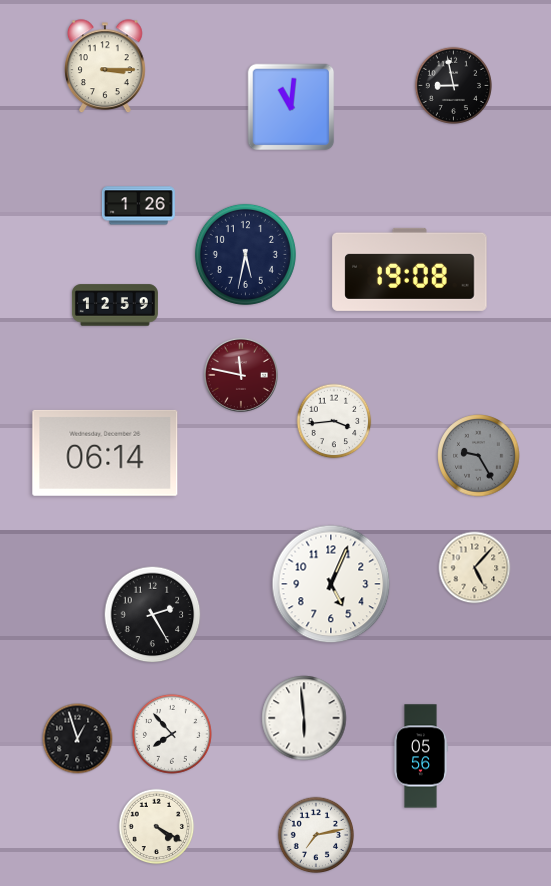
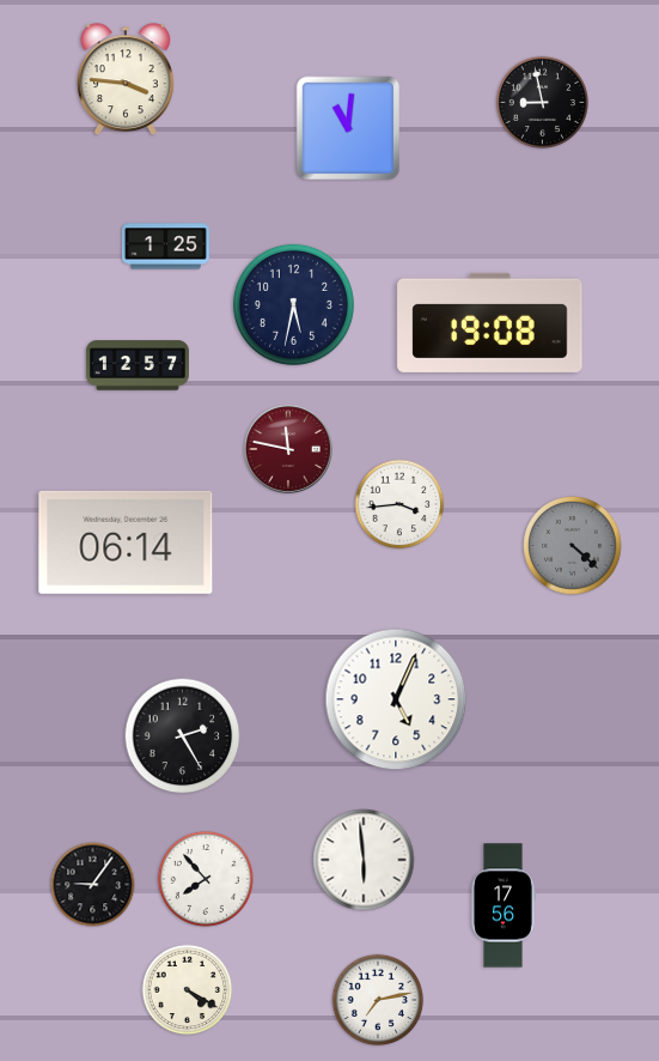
clock at (106, 67): 3:15 -> 3:46
clock at (138, 206): 1:26 -> 1:25
clock at (115, 305): 12:59 -> 12:57
clock at (479, 456): 9:25 -> 4:22
clock at (475, 568): 5:07 -> none
clock at (78, 739): 12:57 -> 9:06
clock at (421, 756): 05:56 -> 17:56
